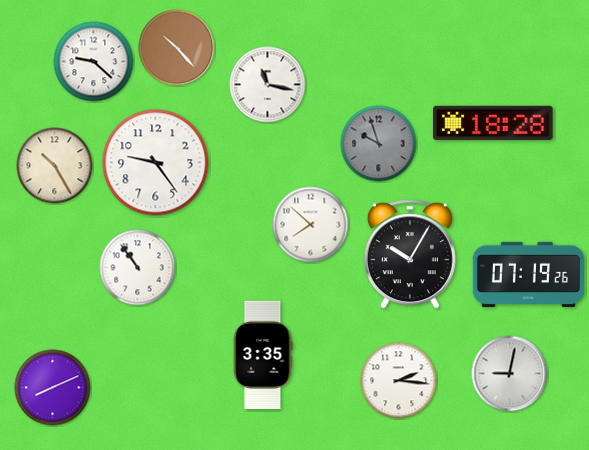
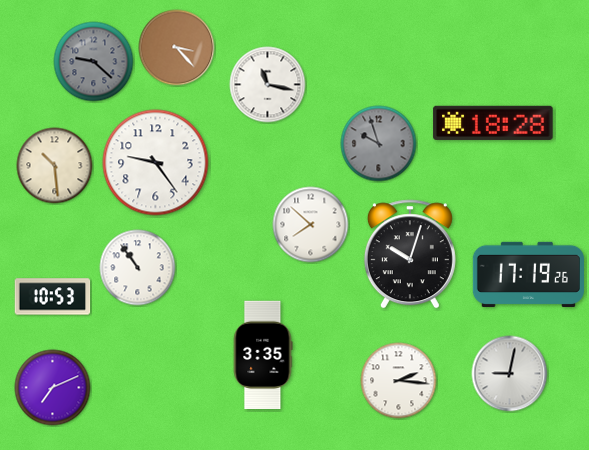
clock at (177, 48): 10:23 -> 3:23
clock at (94, 62) dial: white -> grey
clock at (55, 166): 10:25 -> 10:29
clock at (410, 254): 10:05 -> 10:03
clock at (528, 274): 07:19 -> 17:19
clock at (53, 297): none -> 10:53
clock at (53, 388): 8:11 -> 7:11
